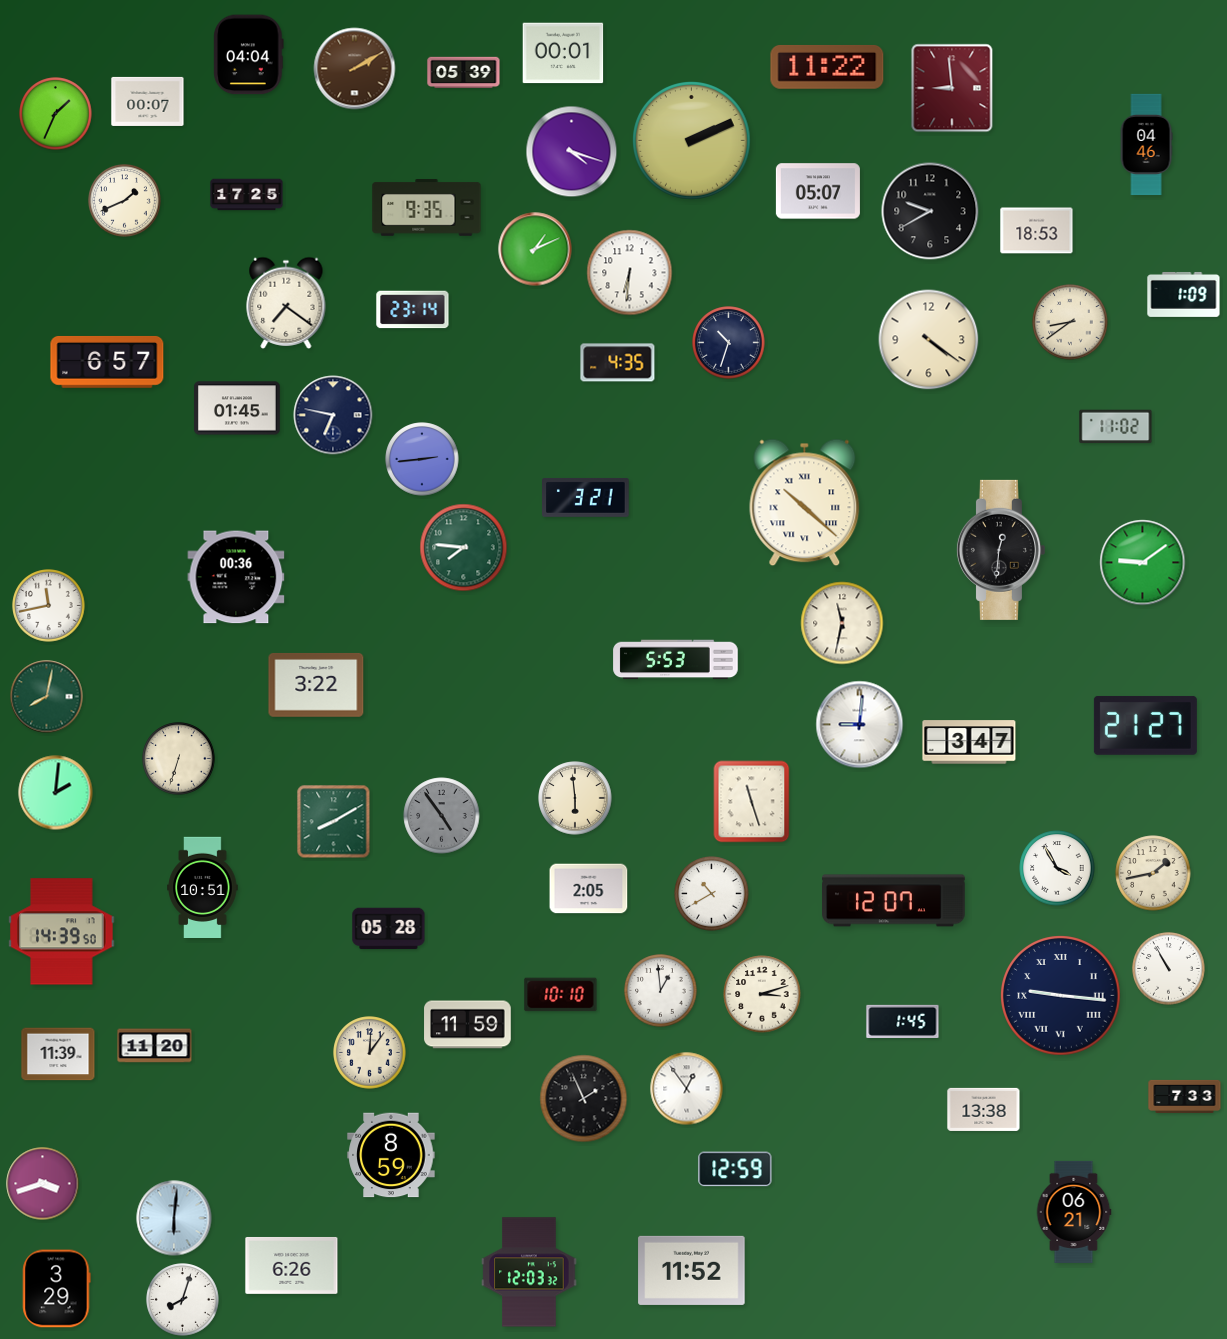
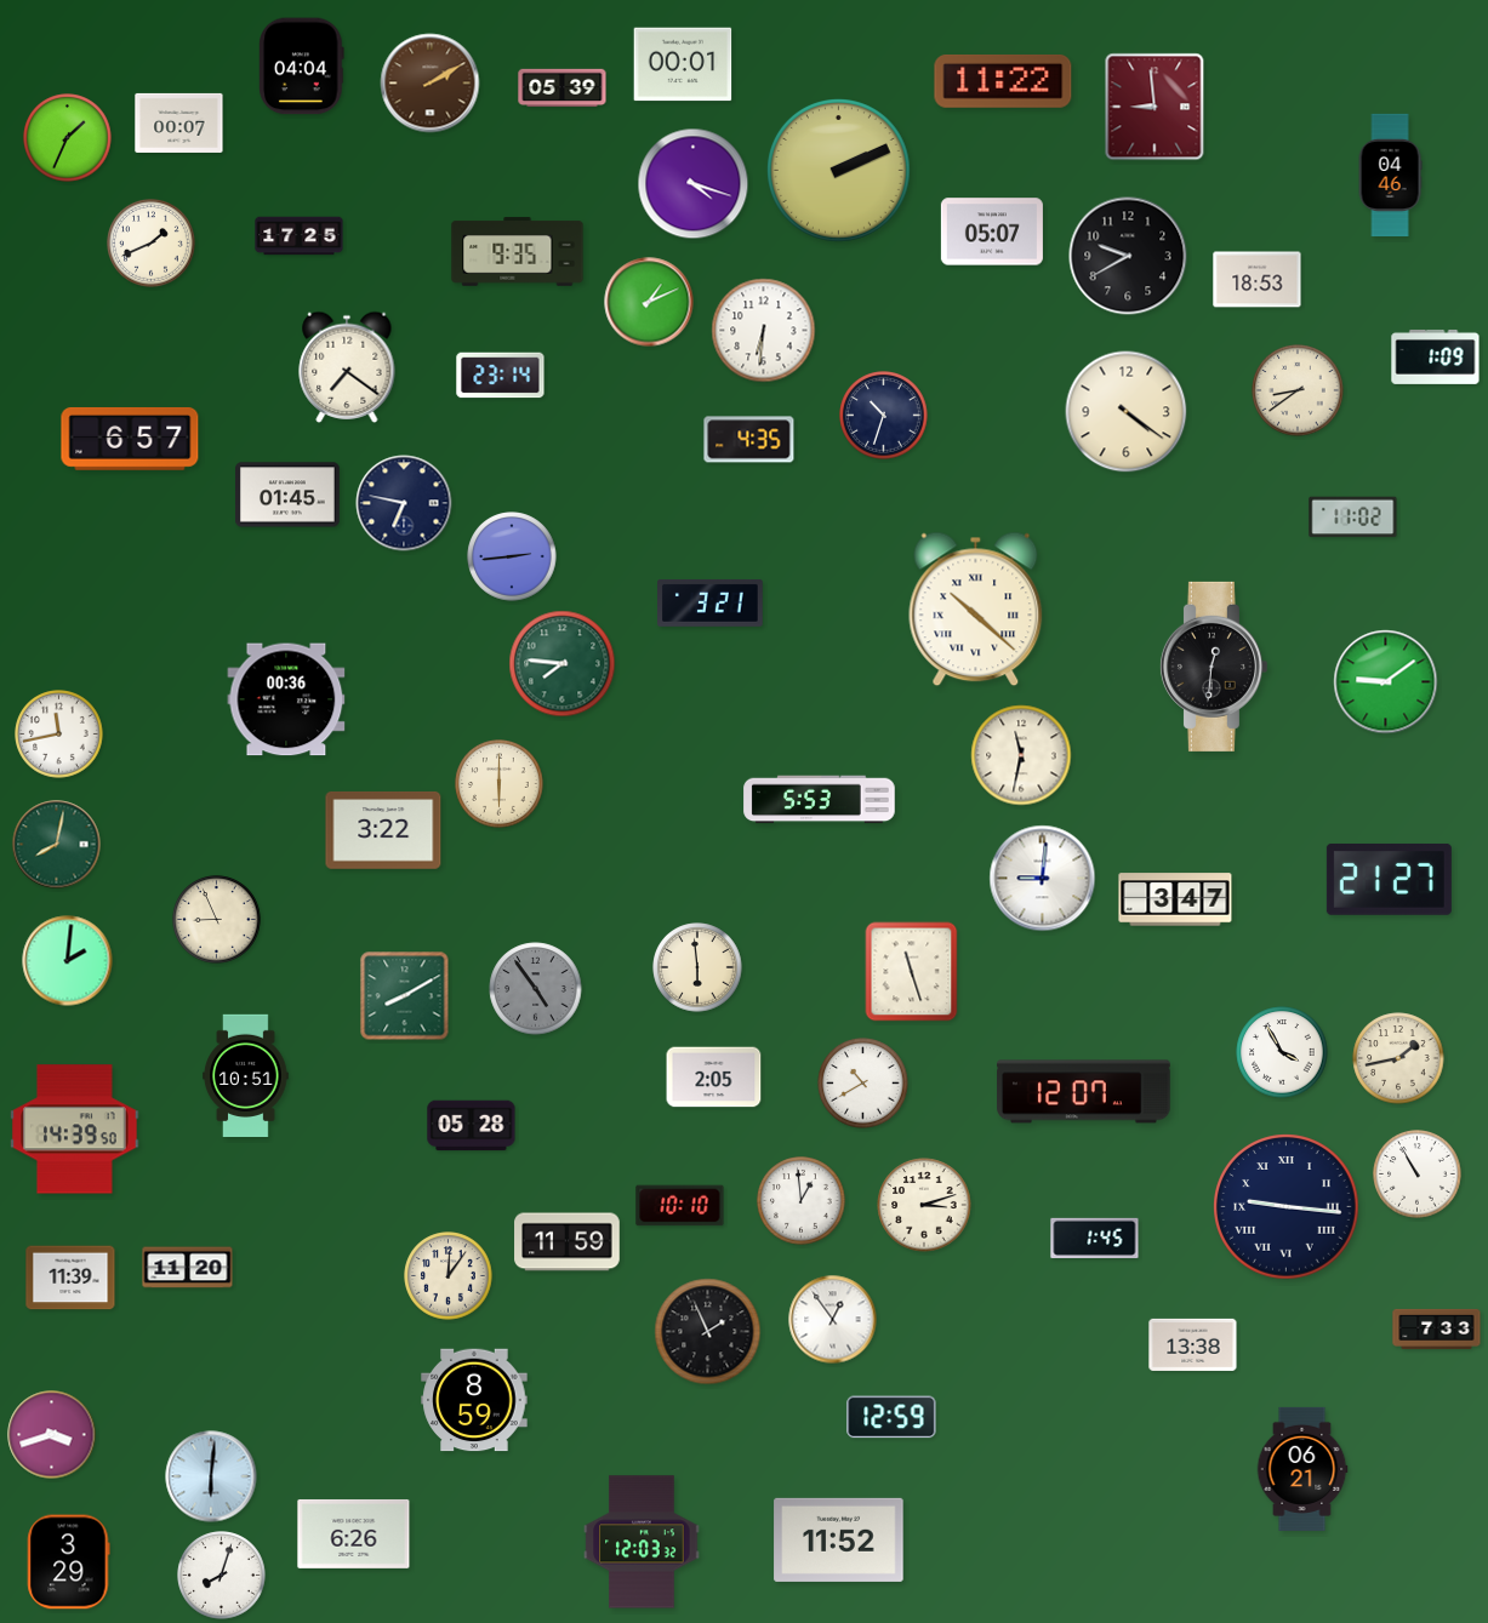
clock at (500, 784): none -> 6:00
clock at (179, 759): 6:33 -> 8:56
